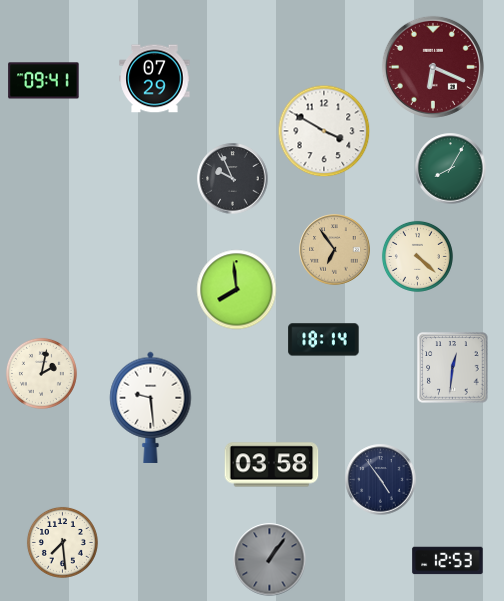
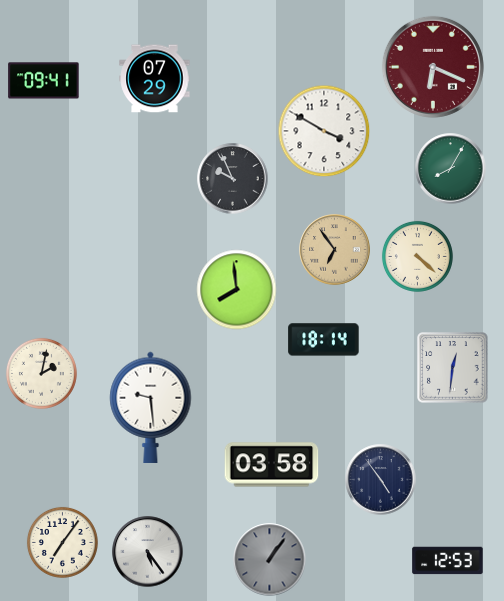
clock at (62, 542): 7:29 -> 7:06
clock at (148, 552): none -> 5:24
